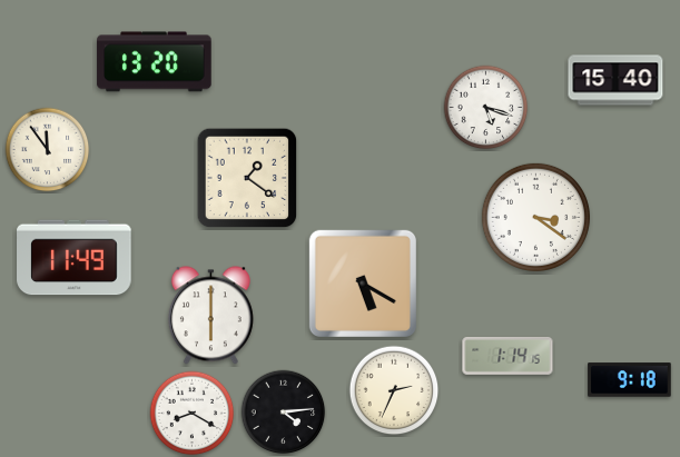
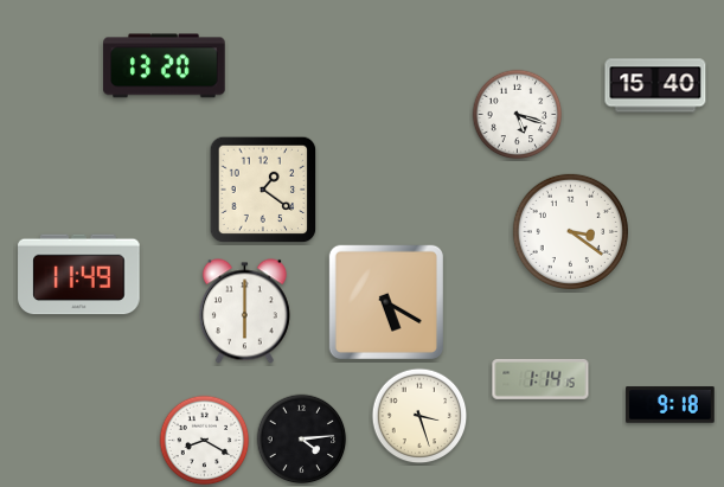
clock at (48, 150): 11:54 -> none
clock at (210, 316) position: (210, 316) -> (244, 312)
clock at (394, 390): 2:34 -> 3:27
